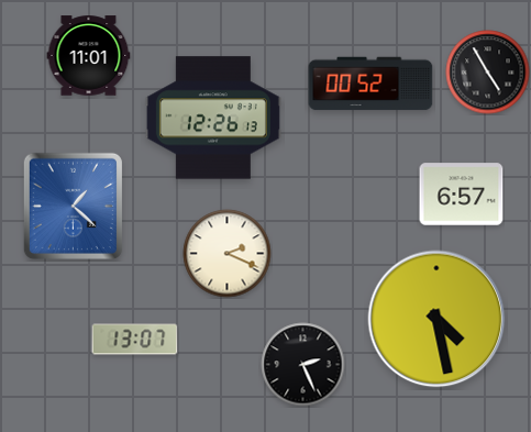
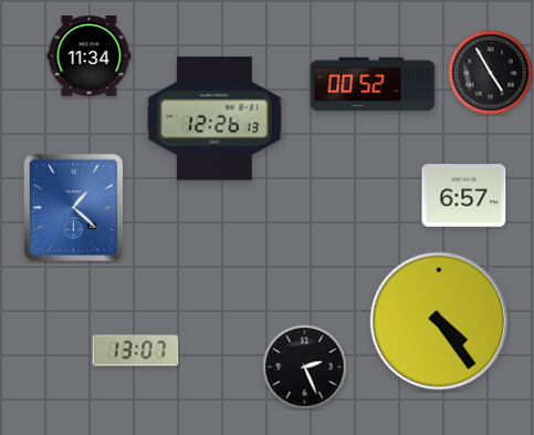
clock at (89, 56): 11:01 -> 11:34
clock at (228, 254): 2:19 -> none
clock at (436, 319): 4:28 -> 4:24
clock at (135, 340) position: (135, 340) -> (136, 351)
